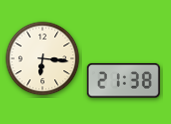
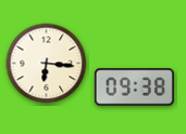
clock at (123, 81): 21:38 -> 09:38
